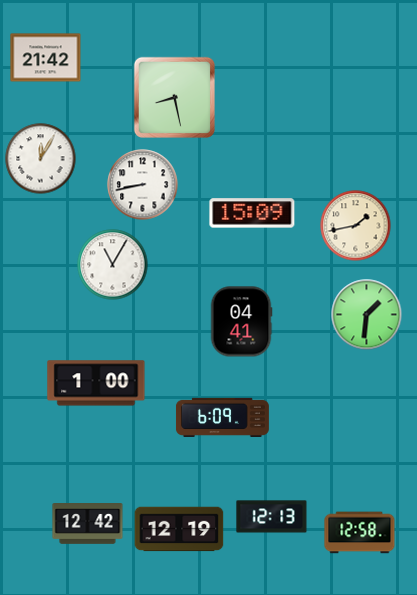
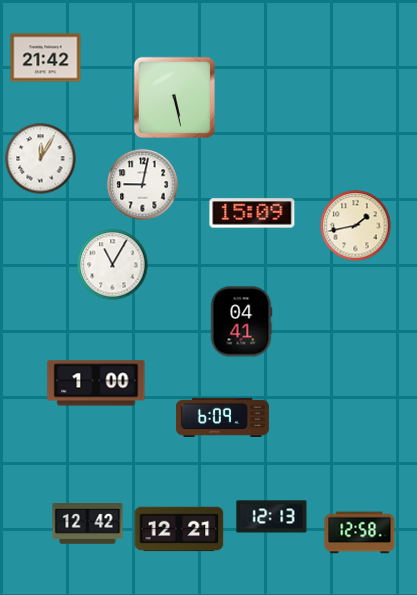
clock at (174, 97): 8:28 -> 5:28
clock at (143, 185): 8:43 -> 9:02
clock at (367, 315): 1:31 -> none
clock at (179, 529): 12:19 -> 12:21
